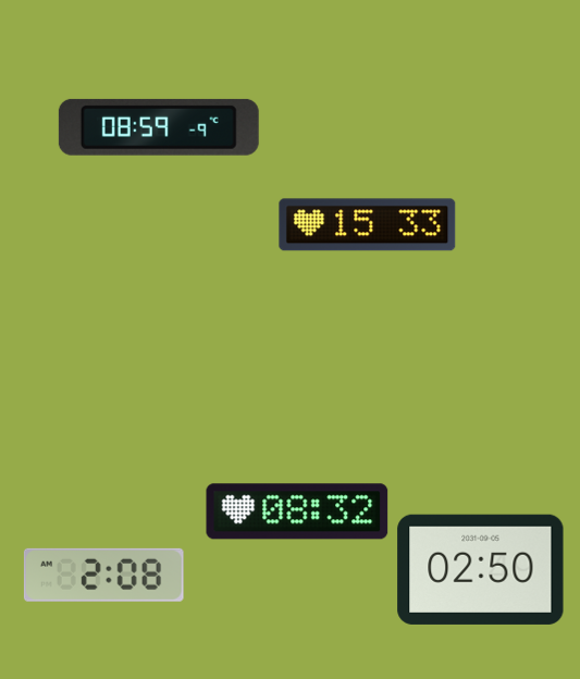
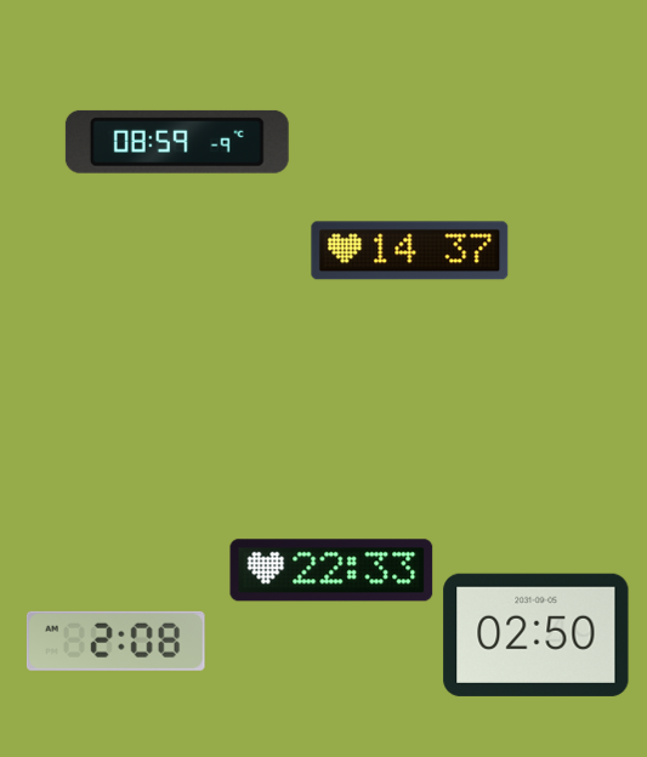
clock at (368, 225): 15:33 -> 14:37
clock at (297, 511): 08:32 -> 22:33
